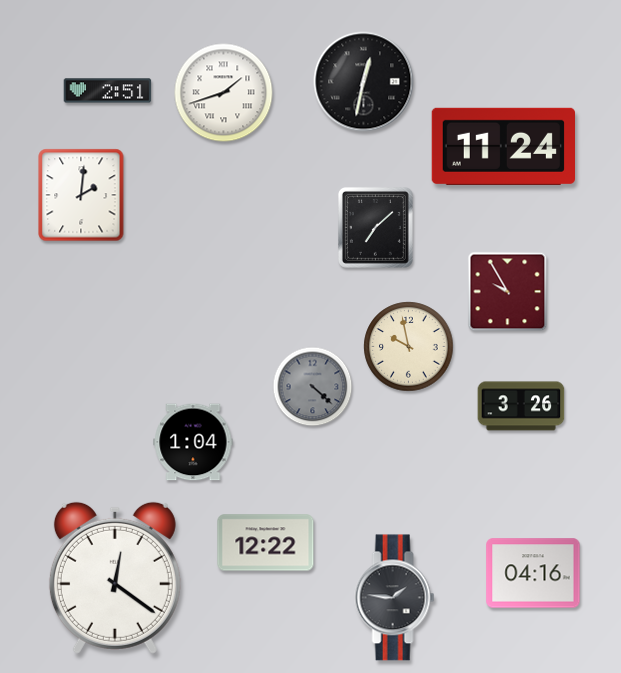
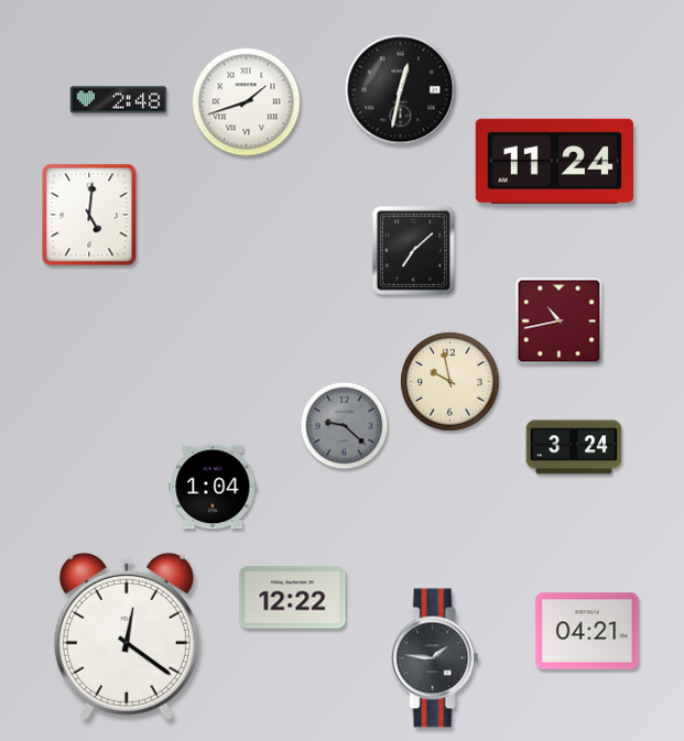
clock at (108, 91): 2:51 -> 2:48
clock at (81, 195): 2:01 -> 5:01
clock at (508, 292): 9:55 -> 10:43
clock at (313, 387): 4:22 -> 9:22
clock at (521, 406): 3:26 -> 3:24
clock at (533, 573): 04:16 -> 04:21
